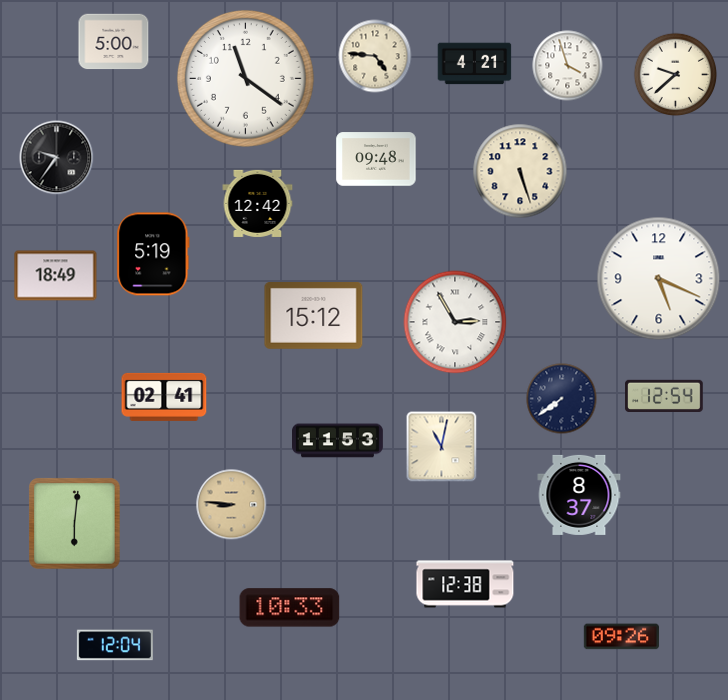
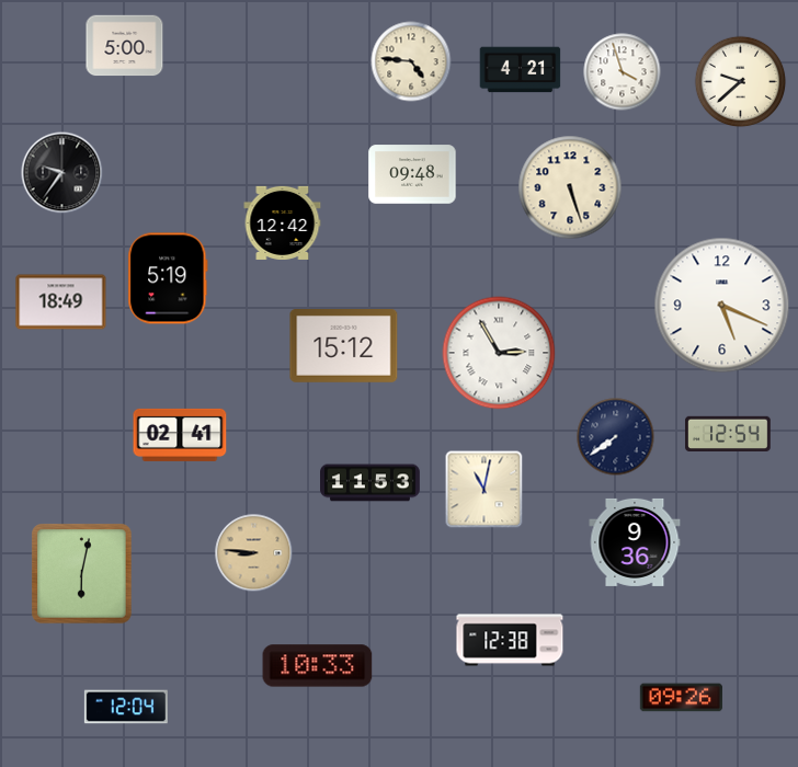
clock at (245, 78): 11:21 -> none
clock at (579, 495): 8:37 -> 9:36
clock at (75, 524): 6:01 -> 6:02
